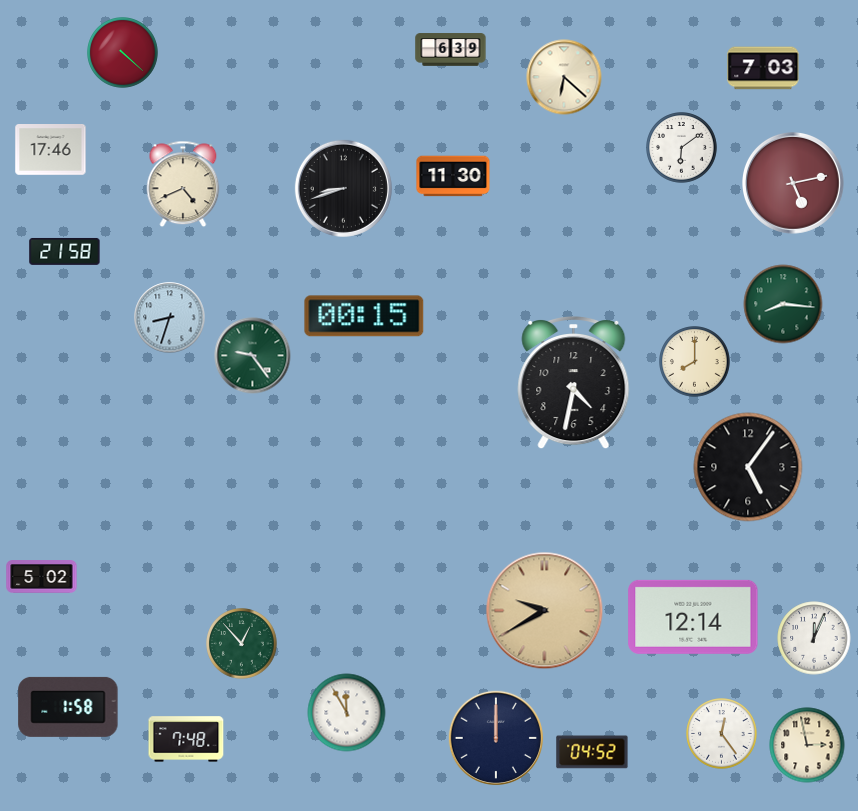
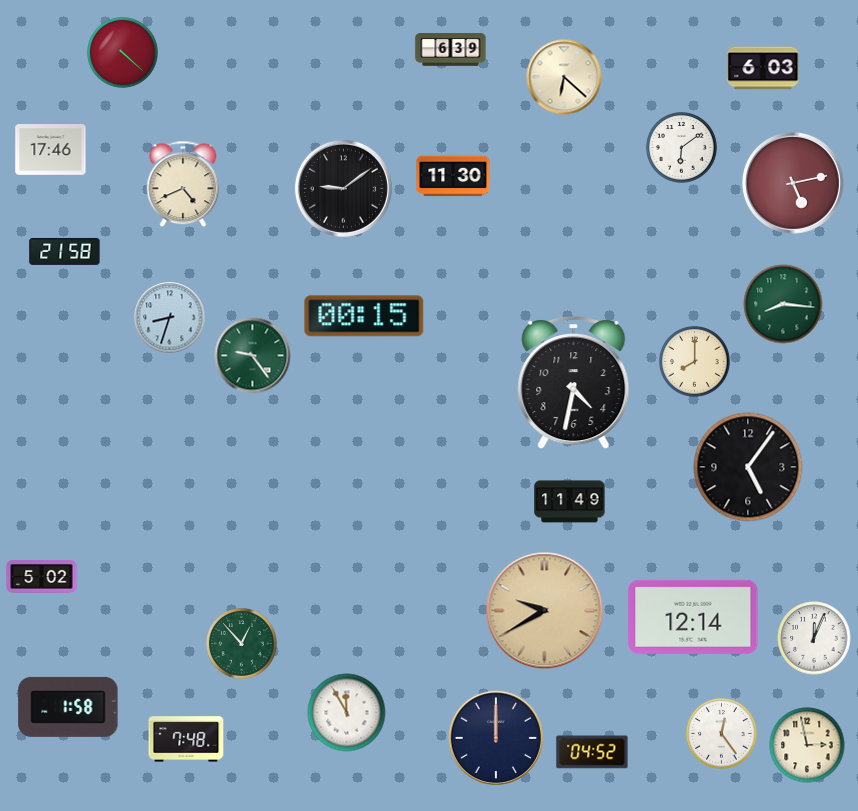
clock at (763, 68): 7:03 -> 6:03
clock at (343, 188): 8:42 -> 9:09
clock at (570, 502): none -> 11:49
